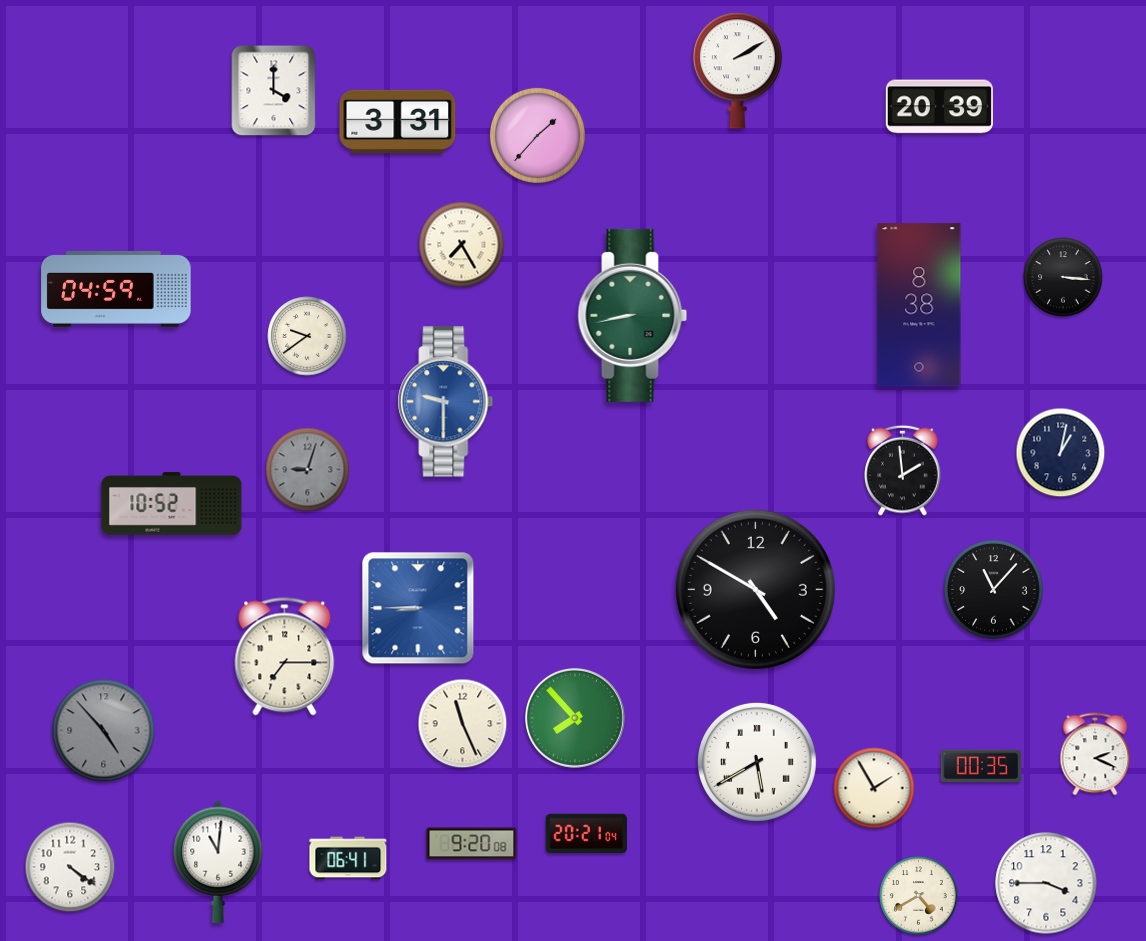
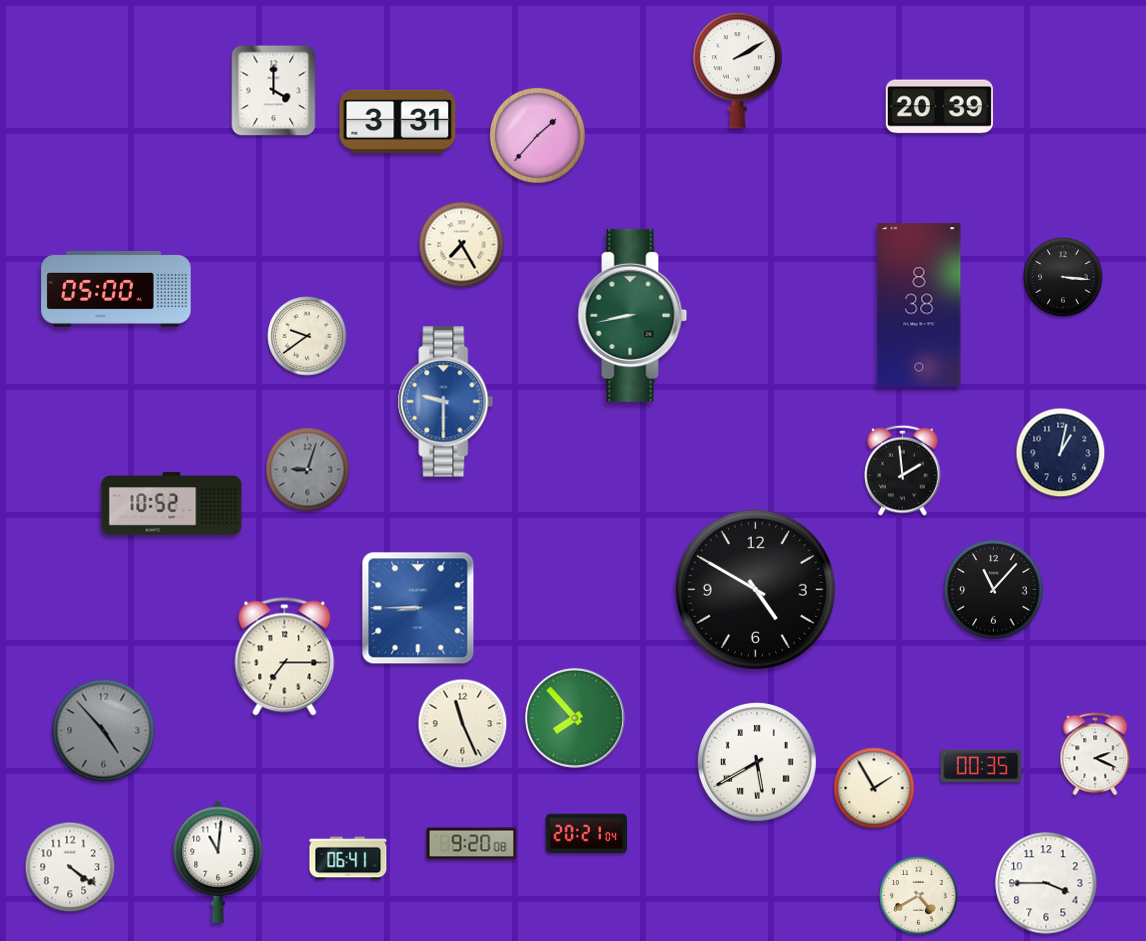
clock at (116, 289): 04:59 -> 05:00
